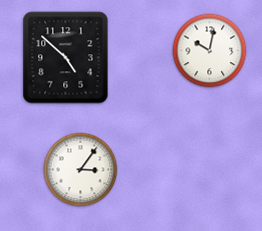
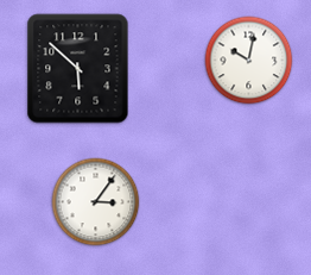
clock at (66, 58): 4:52 -> 5:52
